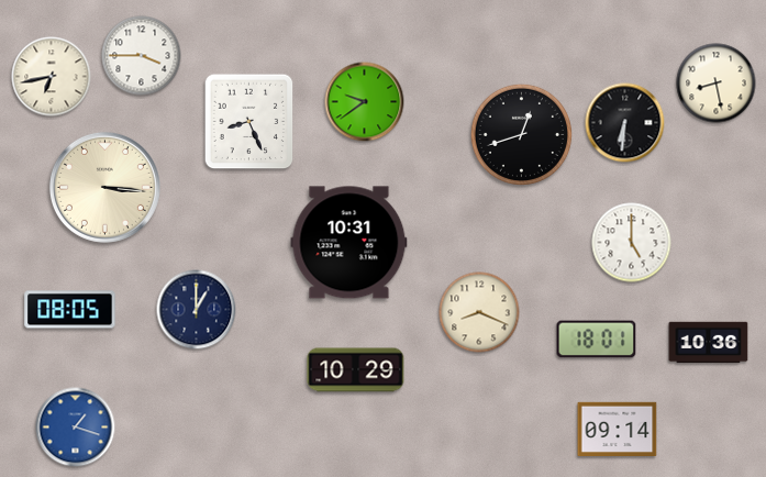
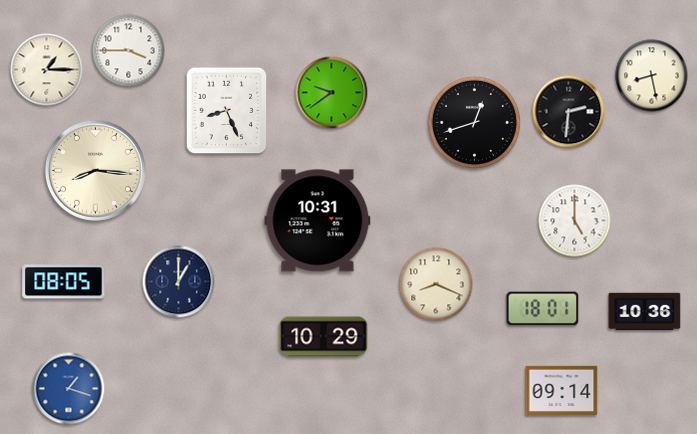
clock at (52, 77): 6:43 -> 1:15
clock at (625, 123): 6:31 -> 2:31
clock at (104, 187): 3:16 -> 8:16
